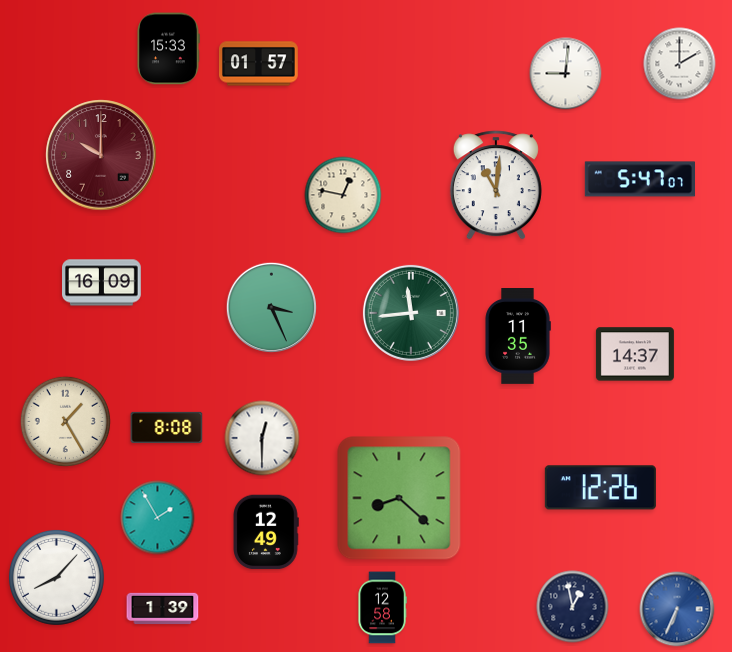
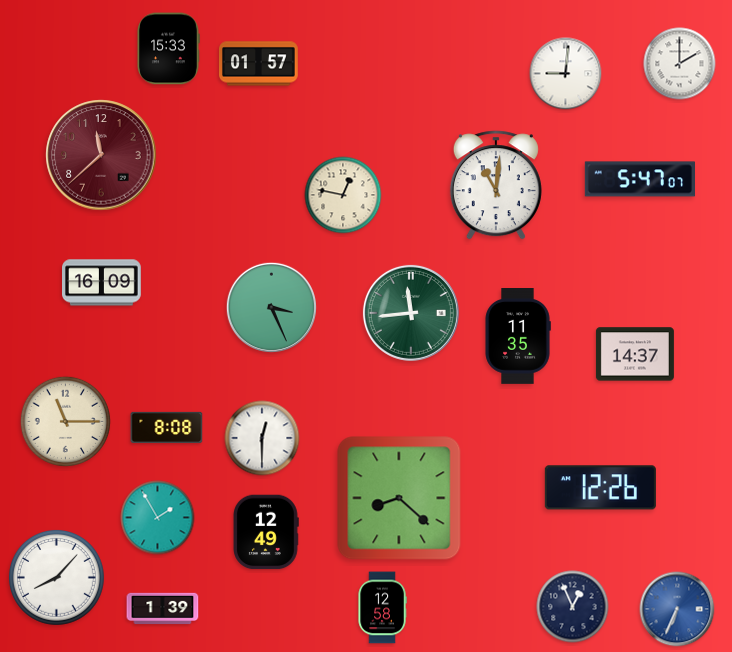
clock at (101, 155): 10:00 -> 11:38
clock at (65, 421): 1:25 -> 11:15
clock at (573, 607): 12:58 -> 12:56
